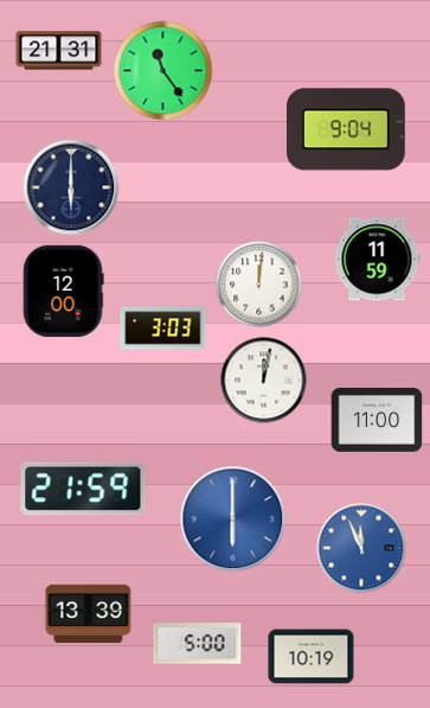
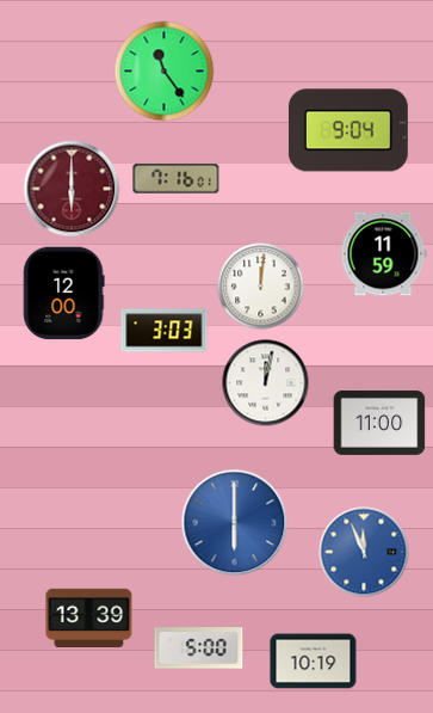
clock at (59, 51): 21:31 -> none
clock at (177, 179): none -> 7:16
clock at (71, 187) dial: navy -> burgundy
clock at (377, 260) position: (377, 260) -> (383, 254)
clock at (83, 489): 21:59 -> none
